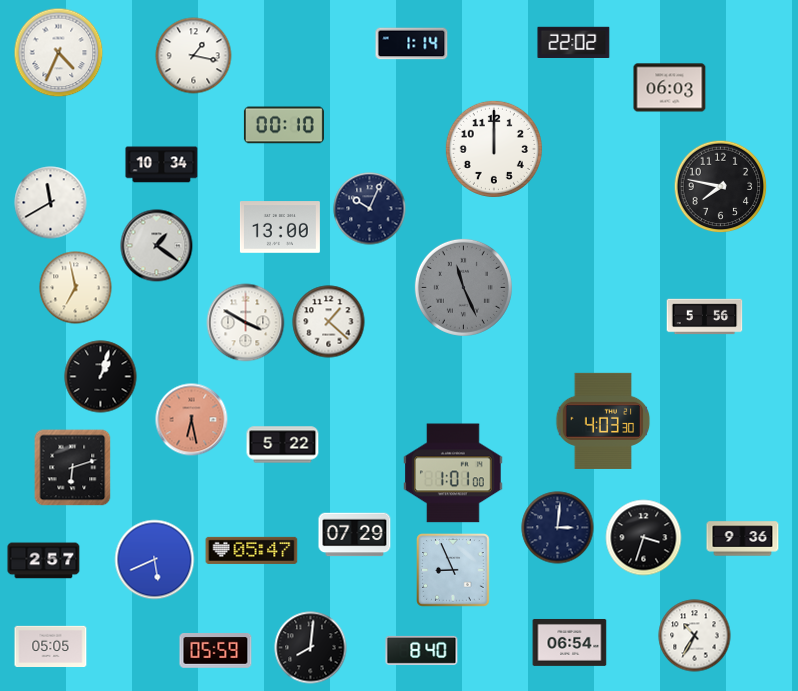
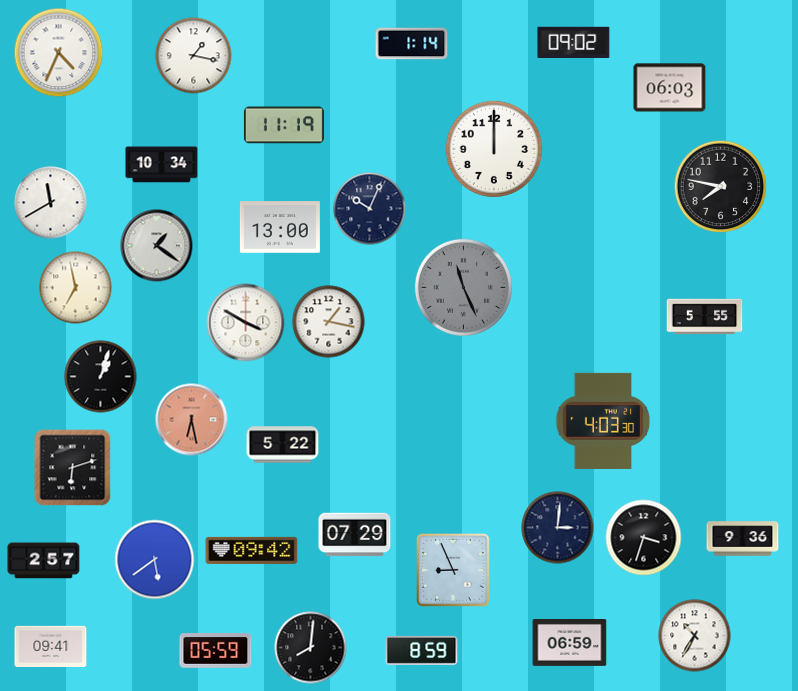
clock at (574, 42): 22:02 -> 09:02
clock at (284, 125): 00:10 -> 11:19
clock at (705, 317): 5:56 -> 5:55
clock at (329, 322): 1:22 -> 1:17
clock at (453, 473): 1:01 -> none
clock at (252, 550): 05:47 -> 09:42
clock at (155, 560): 5:41 -> 5:39
clock at (570, 642): 06:54 -> 06:59
clock at (51, 646): 05:05 -> 09:41
clock at (422, 650): 8:40 -> 8:59
